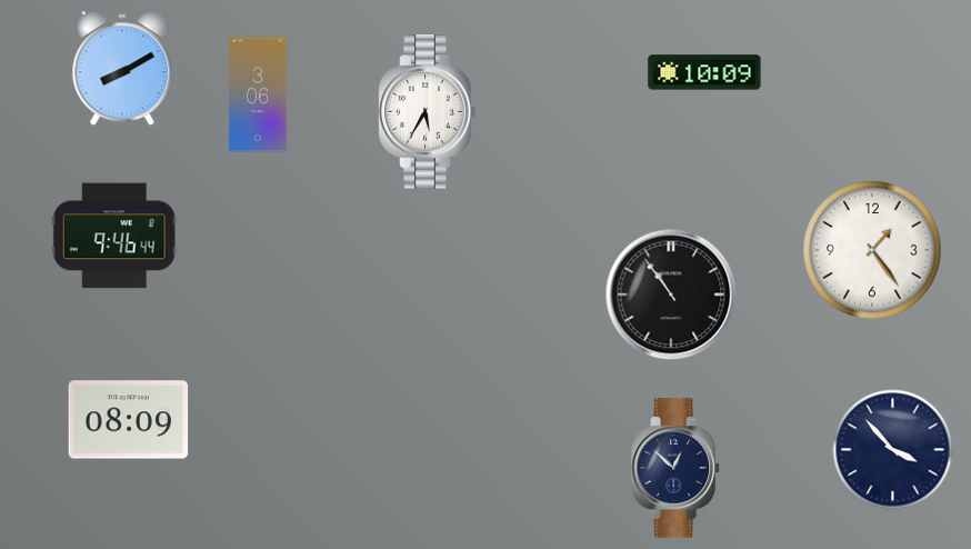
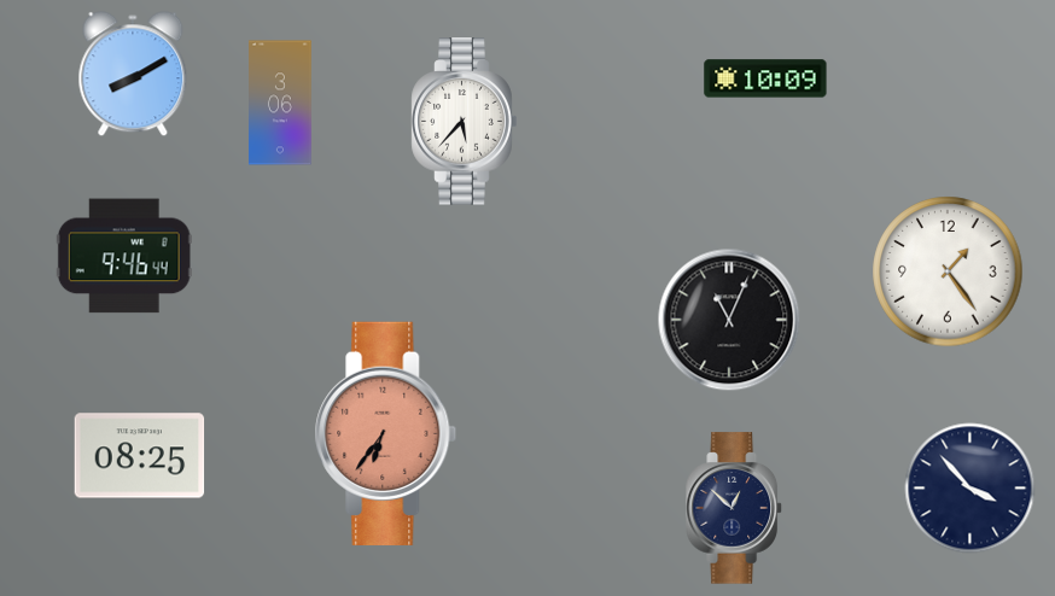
clock at (428, 112): 5:35 -> 5:37
clock at (671, 295): 10:54 -> 11:04
clock at (386, 433): none -> 6:36
clock at (129, 420): 08:09 -> 08:25
